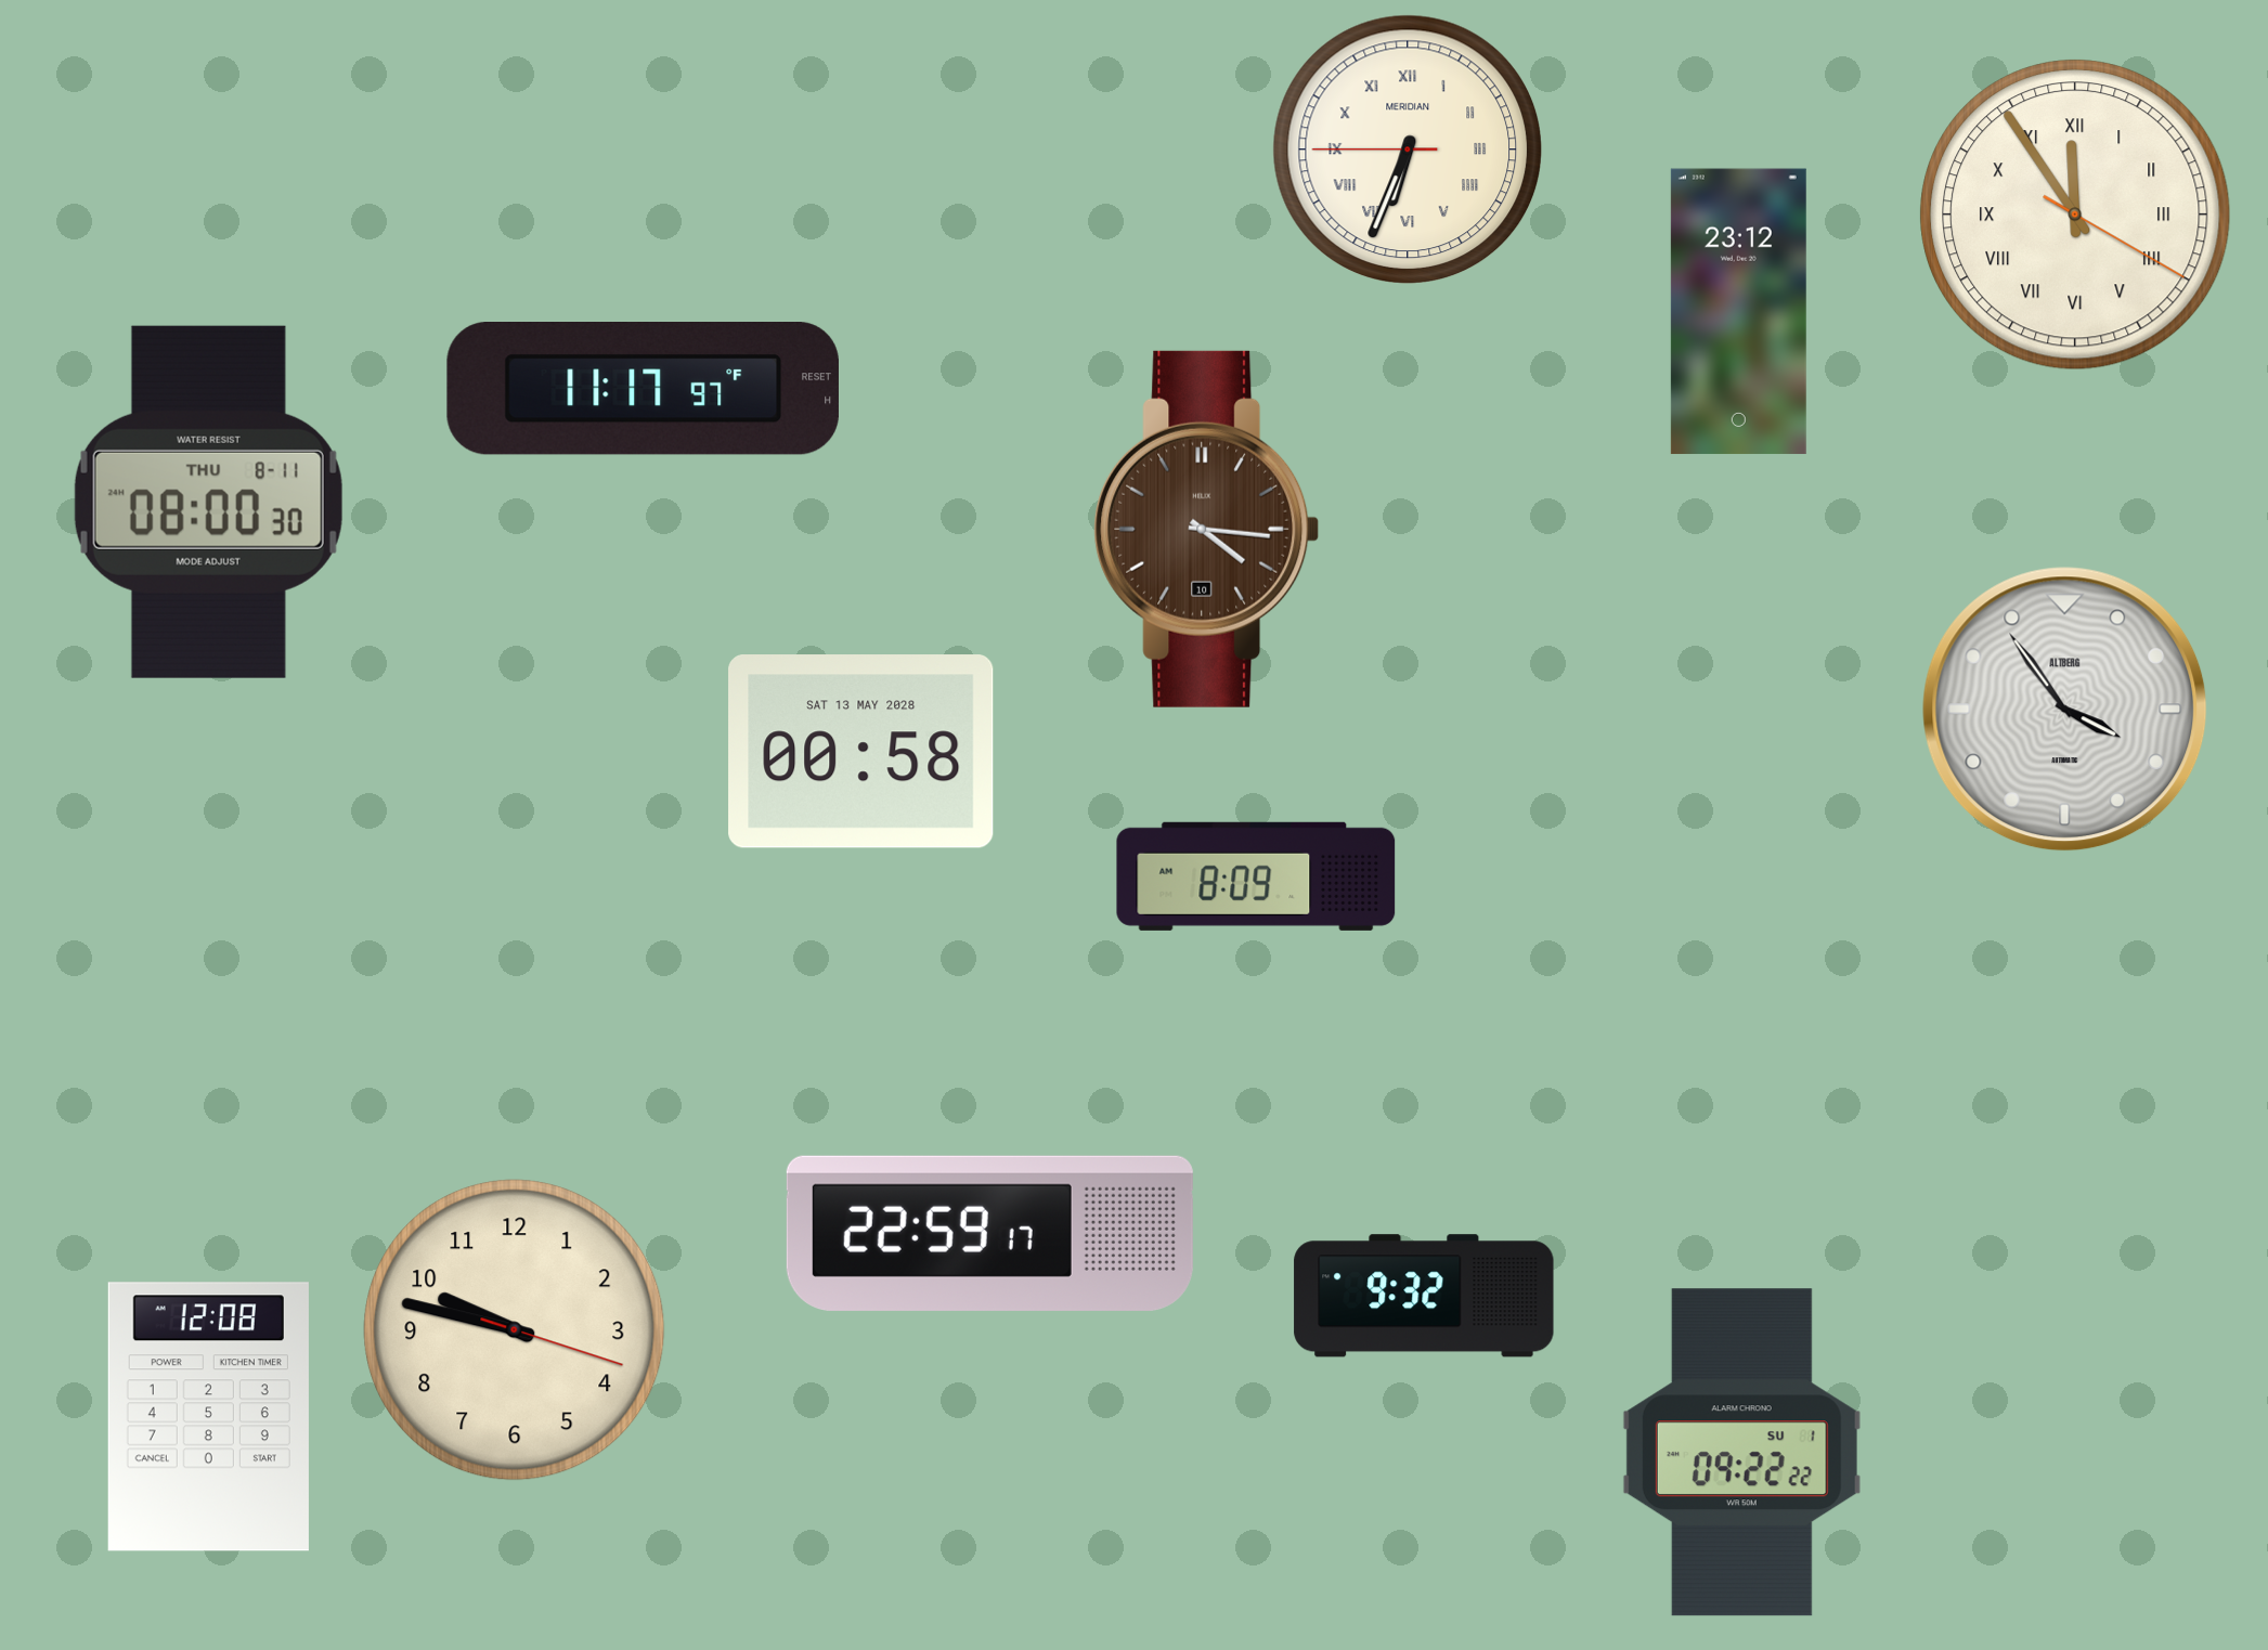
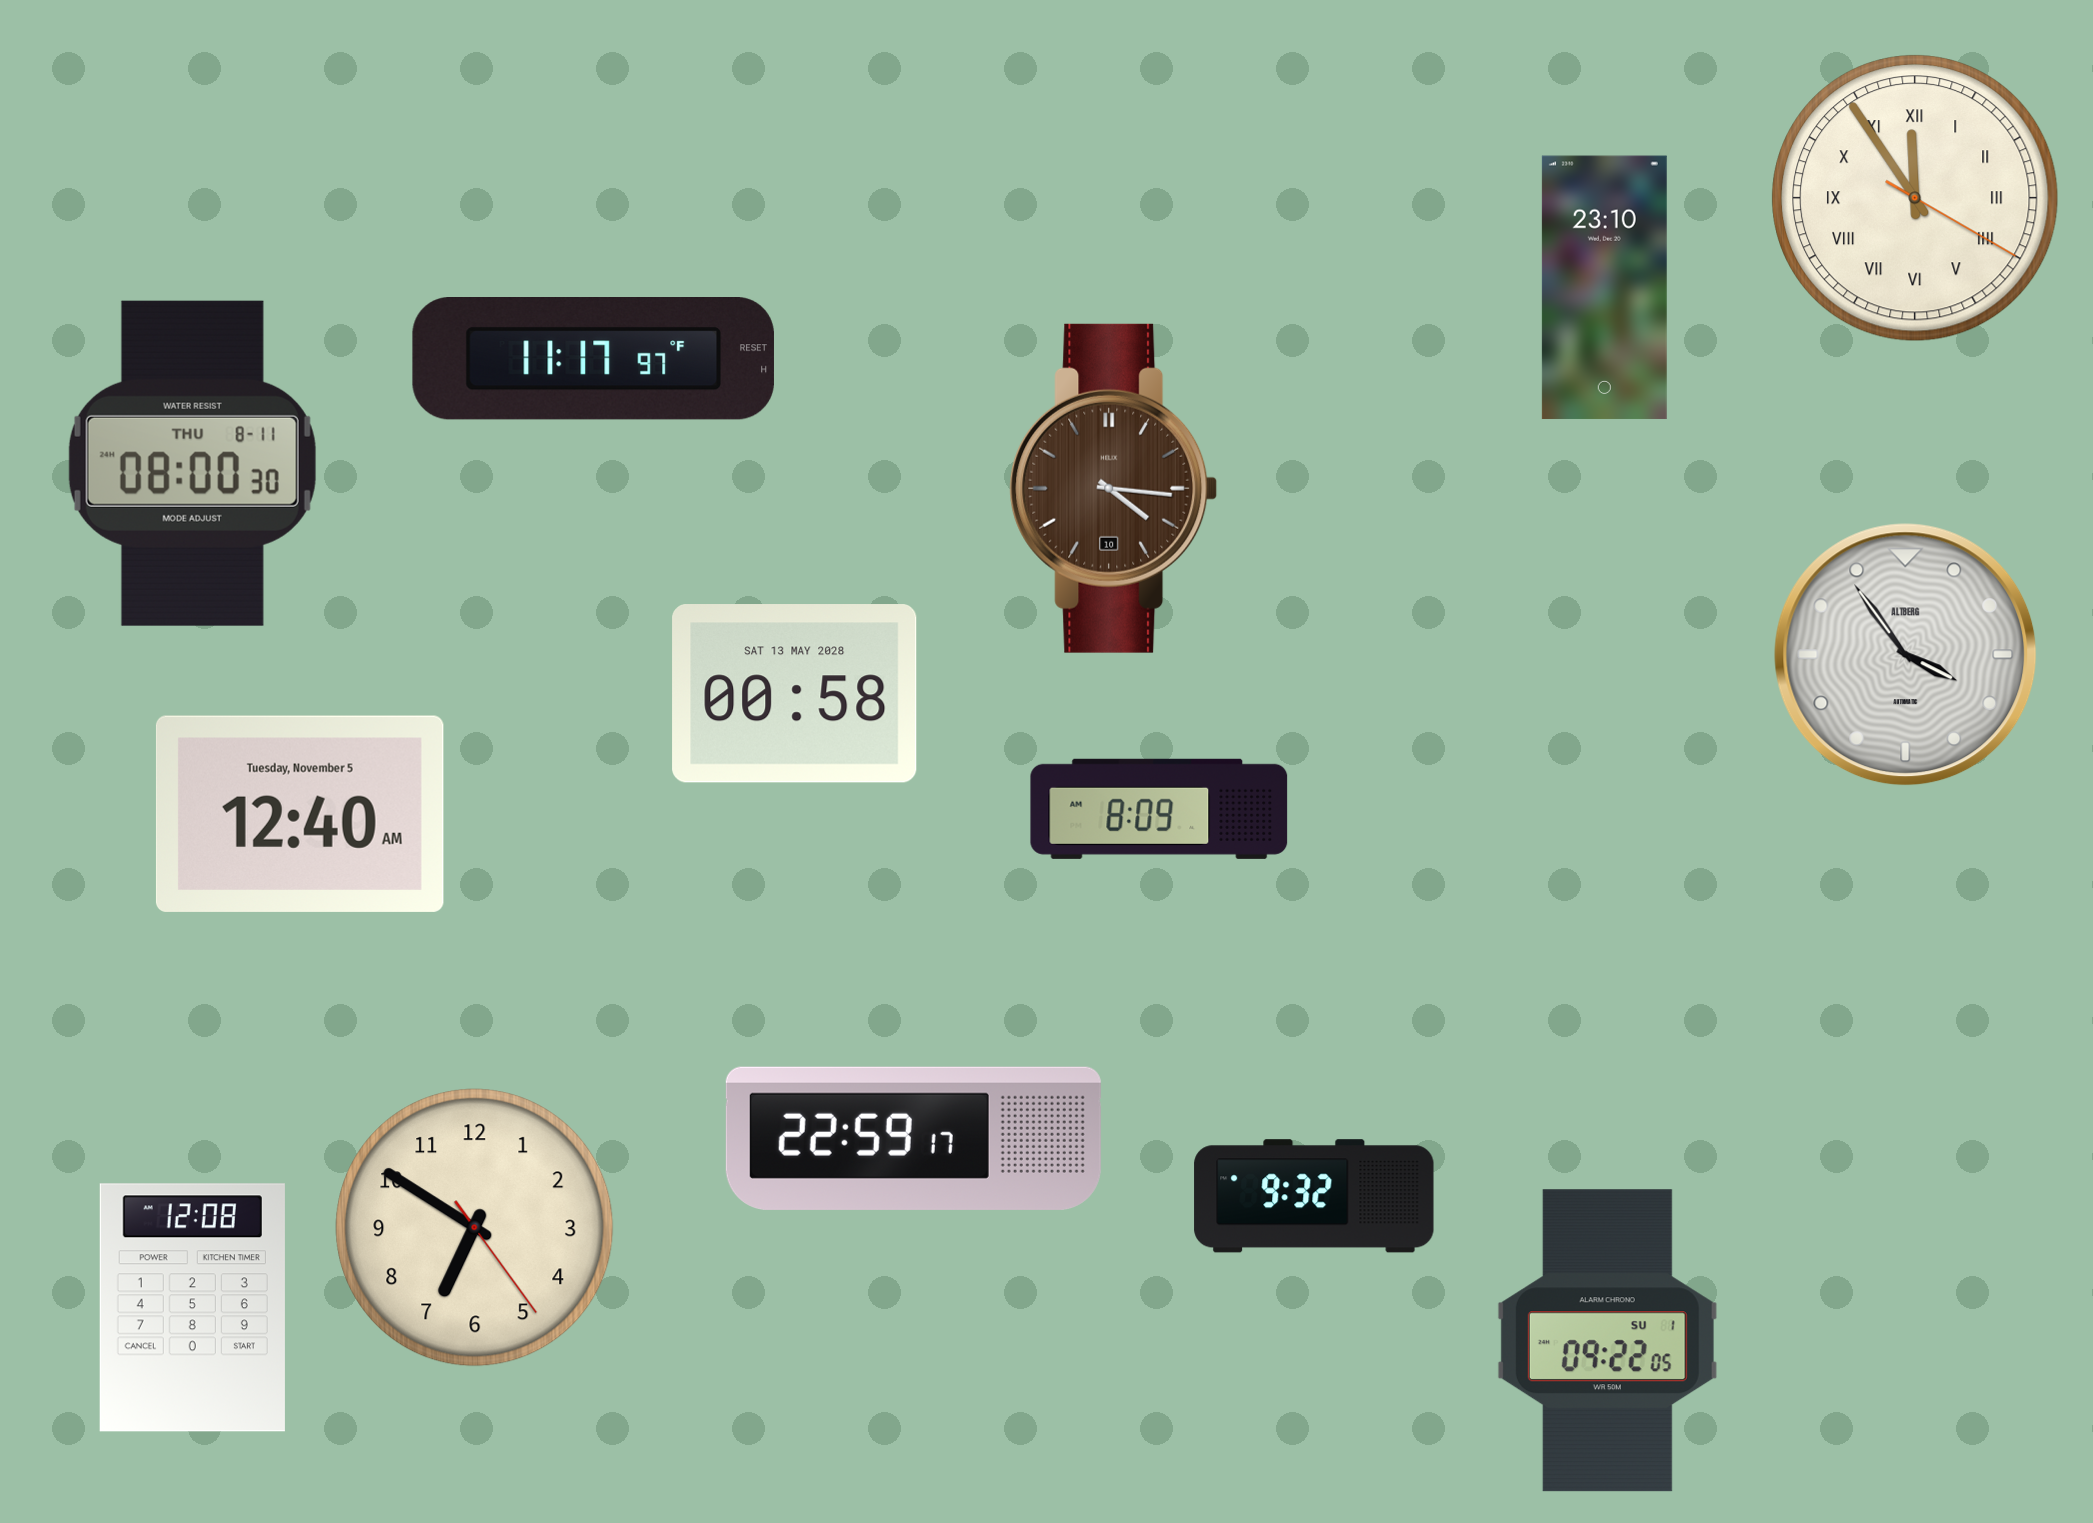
clock at (1407, 148): 6:33 -> none
clock at (1738, 312): 23:12 -> 23:10
clock at (300, 814): none -> 12:40
clock at (515, 1330): 9:47 -> 6:50
clock at (1741, 1453): 09:22:22 -> 09:22:05
